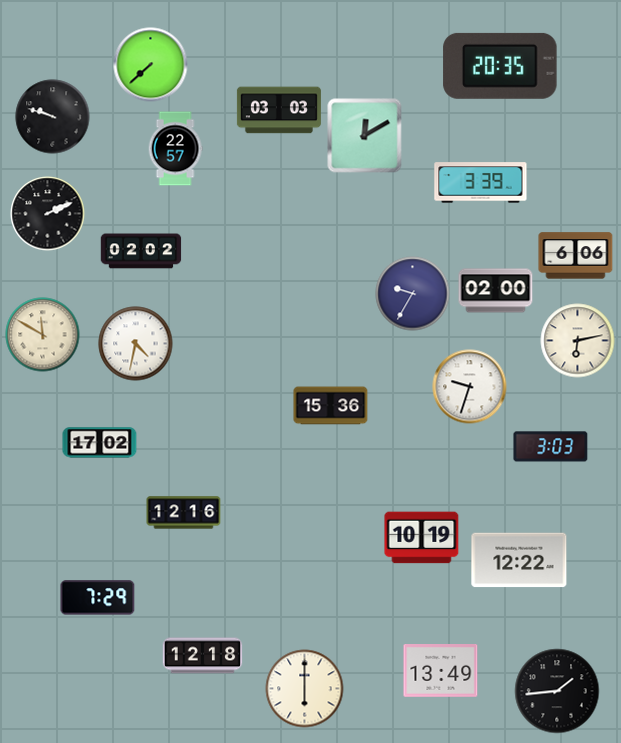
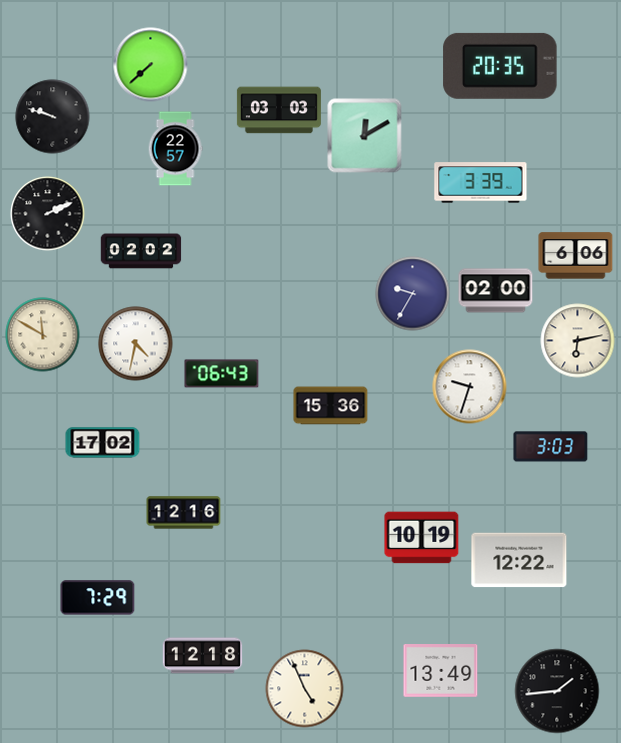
clock at (222, 374): none -> 06:43
clock at (100, 443) position: (100, 443) -> (103, 443)
clock at (305, 689): 6:00 -> 4:56
